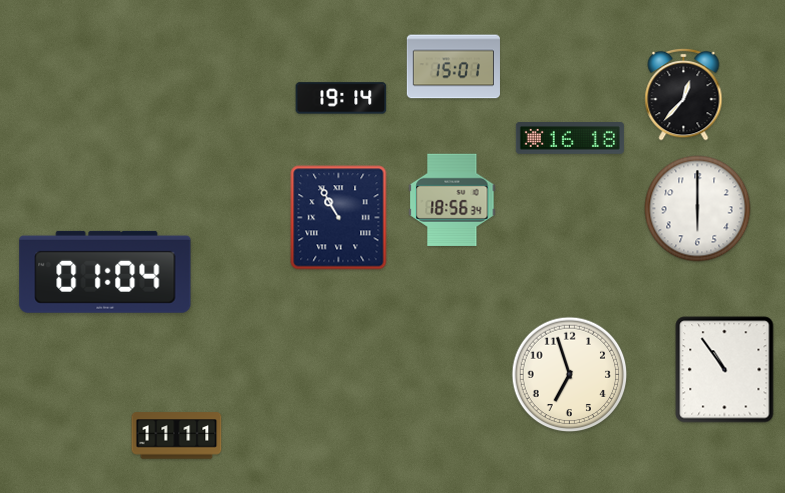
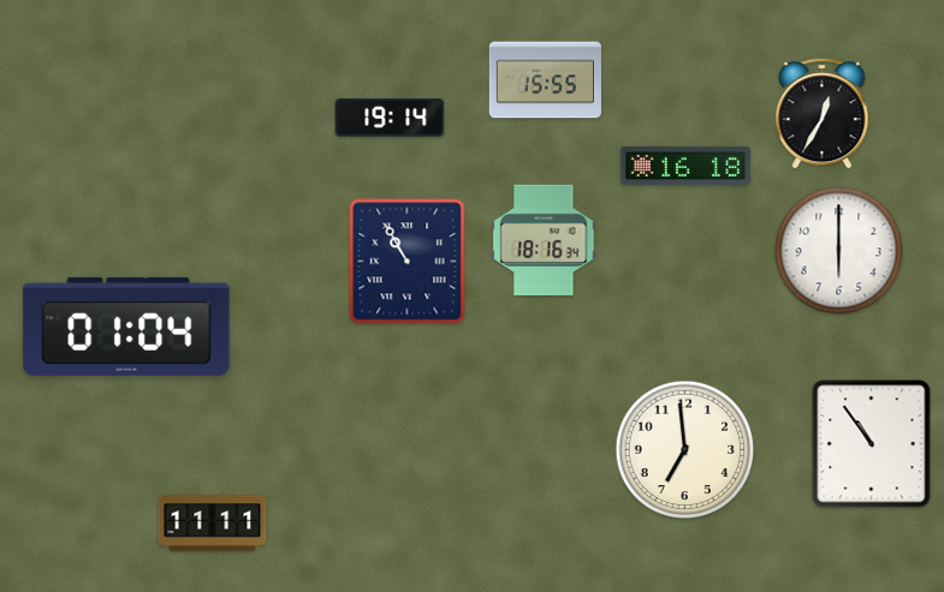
clock at (453, 67): 15:01 -> 15:55
clock at (684, 94): 12:37 -> 12:35
clock at (341, 98) position: (341, 98) -> (390, 118)
clock at (452, 199): 18:56 -> 18:16
clock at (570, 375): 6:57 -> 6:59
